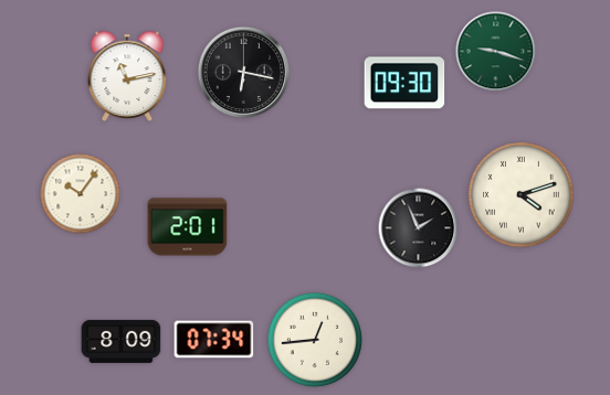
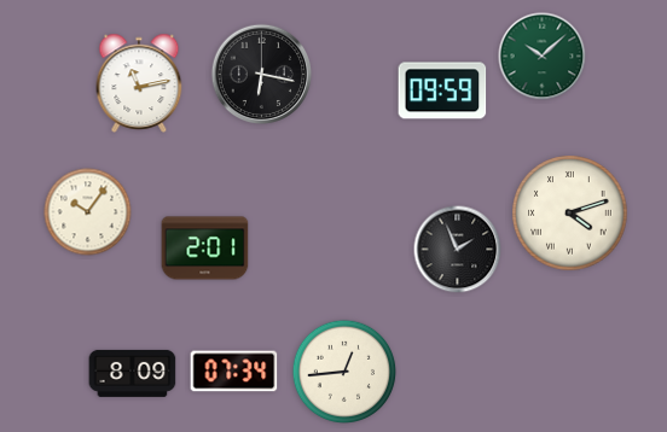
clock at (496, 52): 9:18 -> 10:08
clock at (244, 73) position: (244, 73) -> (262, 75)
clock at (404, 83): 09:30 -> 09:59
